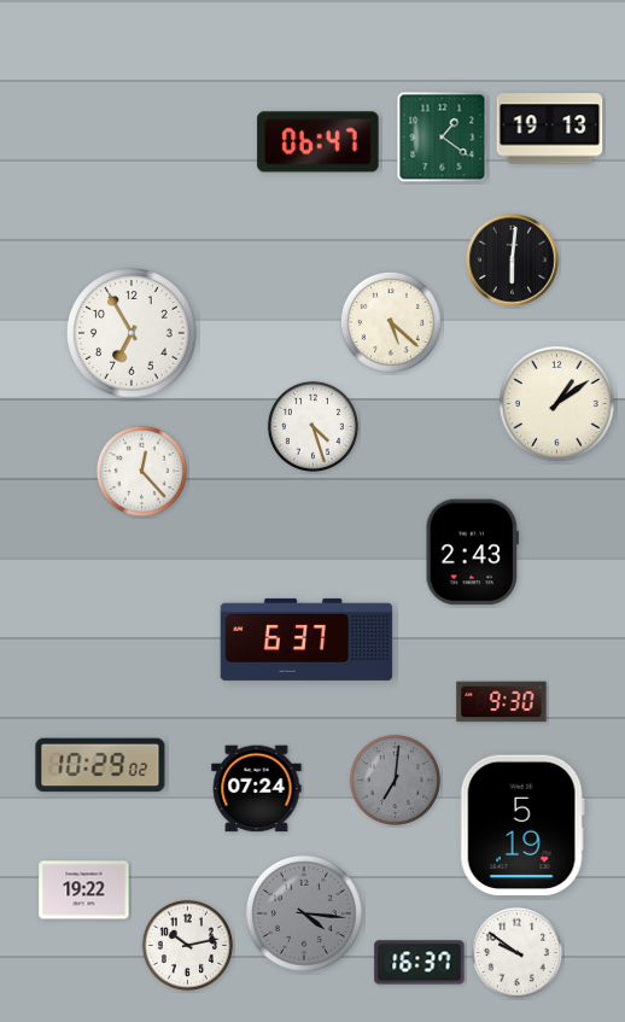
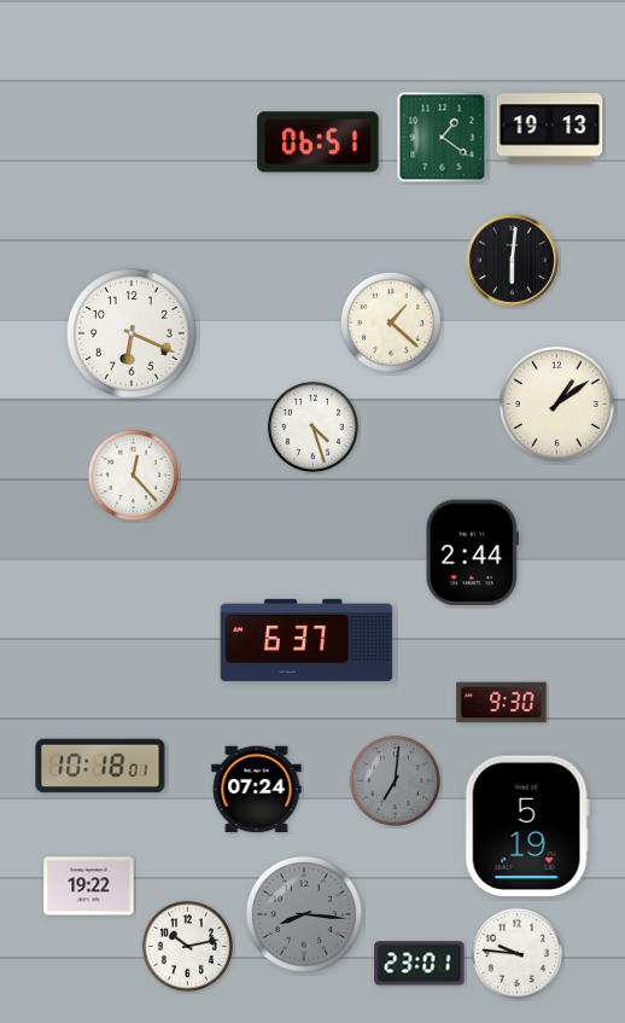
clock at (319, 142): 06:47 -> 06:51
clock at (391, 322): 5:22 -> 1:22
clock at (132, 333): 6:55 -> 6:19
clock at (141, 471) position: (141, 471) -> (133, 475)
clock at (472, 553): 2:43 -> 2:44
clock at (100, 765): 10:29 -> 10:18
clock at (522, 825) position: (522, 825) -> (527, 826)
clock at (84, 890) position: (84, 890) -> (89, 887)
clock at (304, 913): 4:16 -> 8:16
clock at (516, 952): 9:51 -> 9:46
clock at (420, 963): 16:37 -> 23:01
